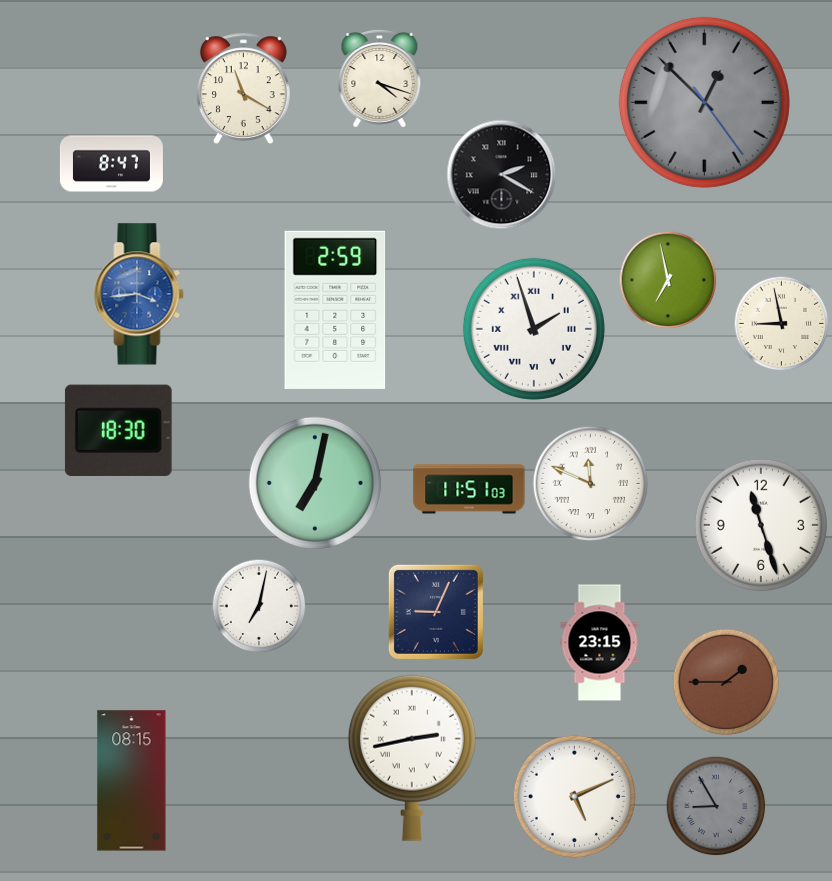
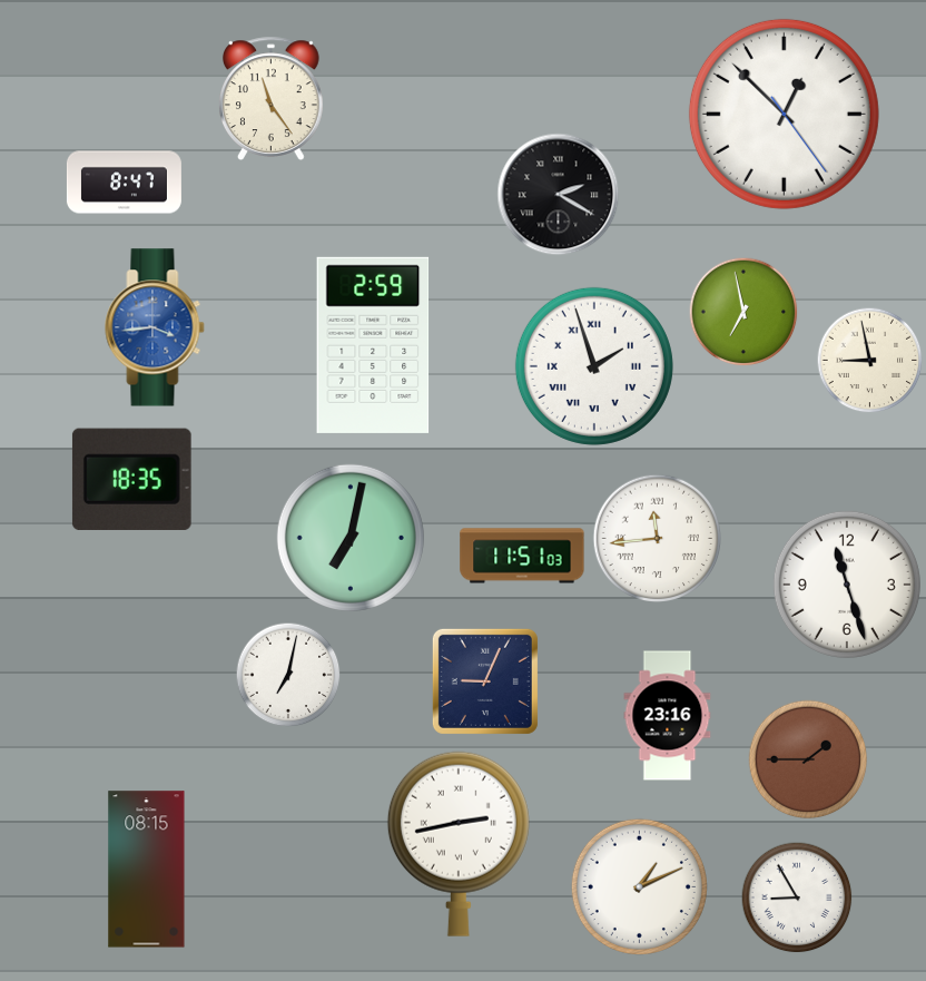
clock at (380, 78): 4:18 -> none
clock at (244, 88): 11:20 -> 11:24
clock at (704, 102) dial: grey -> white
clock at (118, 430): 18:30 -> 18:35
clock at (590, 483): 11:49 -> 11:44
clock at (469, 489) position: (469, 489) -> (522, 556)
clock at (600, 643): 23:15 -> 23:16
clock at (574, 796): 5:11 -> 1:11
clock at (716, 806) dial: grey -> white
